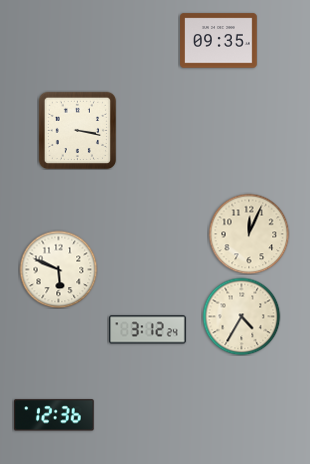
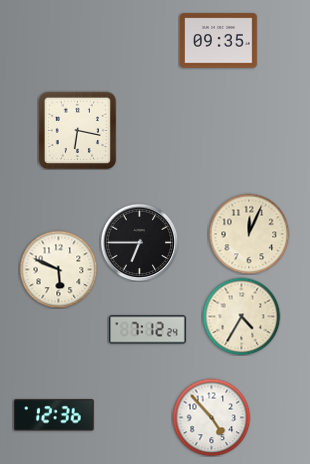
clock at (77, 130): 3:17 -> 6:17
clock at (139, 242): none -> 6:45
clock at (148, 330): 3:12 -> 7:12
clock at (211, 417): none -> 4:53
